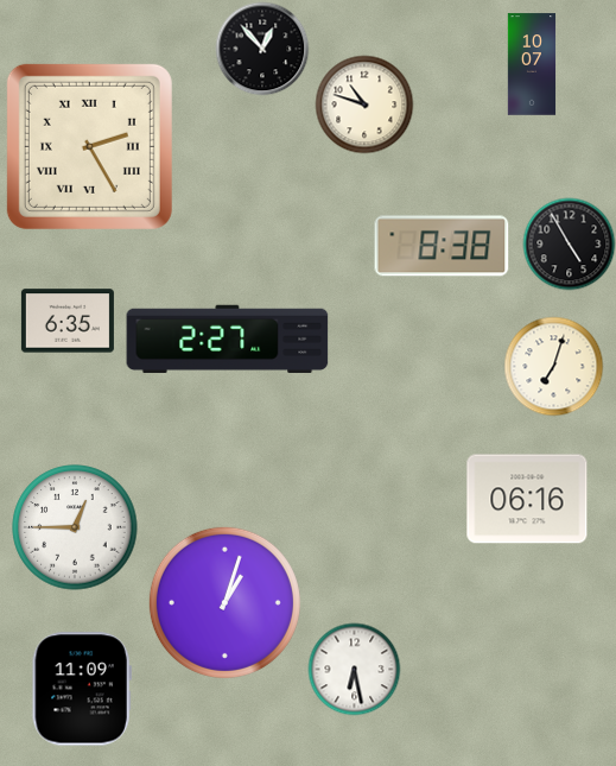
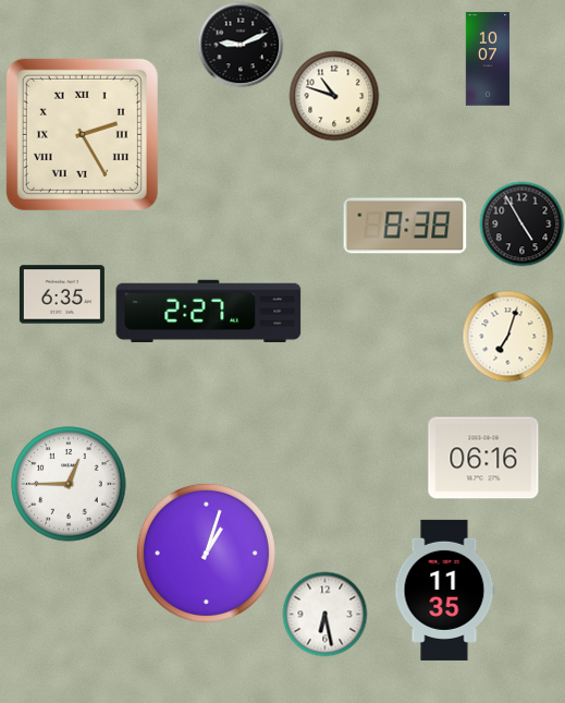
clock at (262, 49): 12:53 -> 9:11
clock at (444, 590): none -> 11:35
clock at (82, 689): 11:09 -> none
